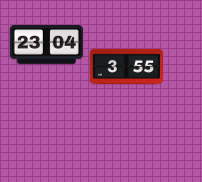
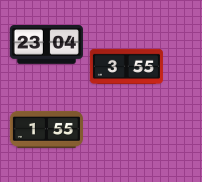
clock at (46, 129): none -> 1:55
